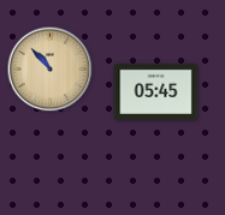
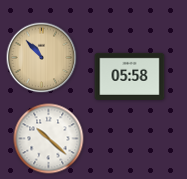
clock at (156, 91): 05:45 -> 05:58
clock at (49, 139): none -> 10:22
